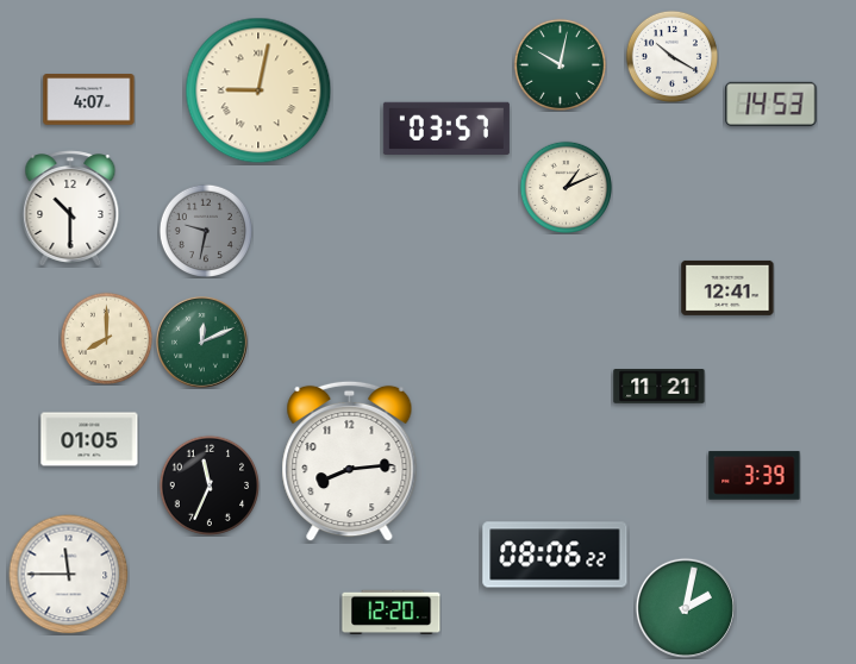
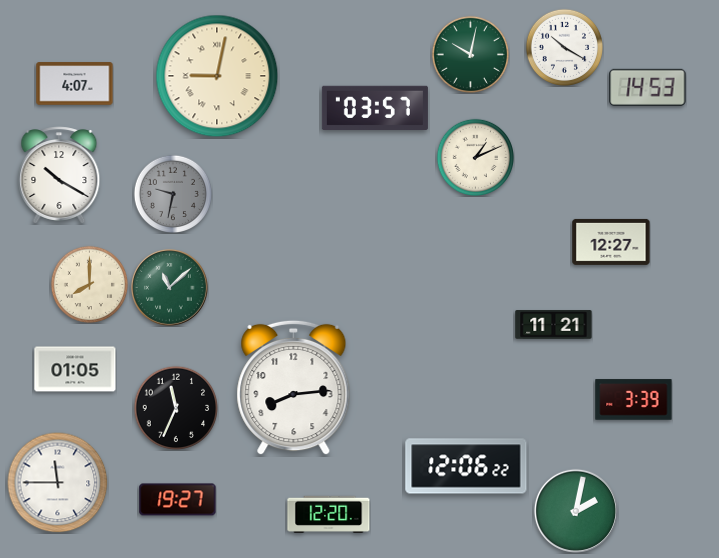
clock at (70, 208): 10:30 -> 10:20
clock at (727, 288): 12:41 -> 12:27
clock at (201, 342): 12:11 -> 11:08
clock at (555, 555): 08:06 -> 12:06
clock at (178, 500): none -> 19:27
